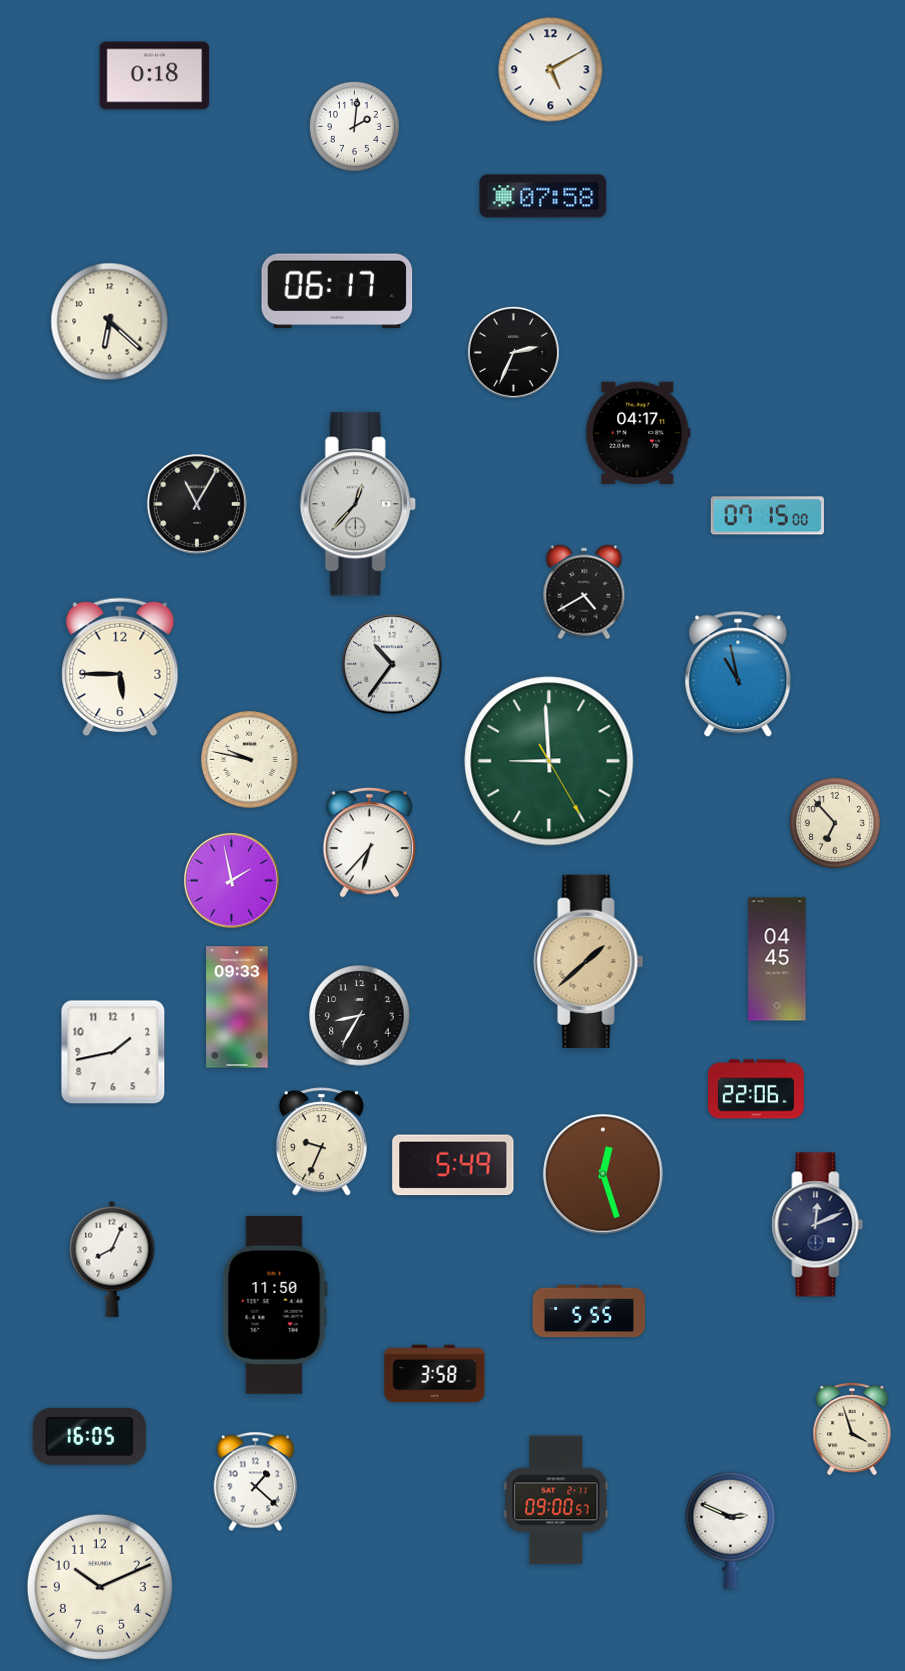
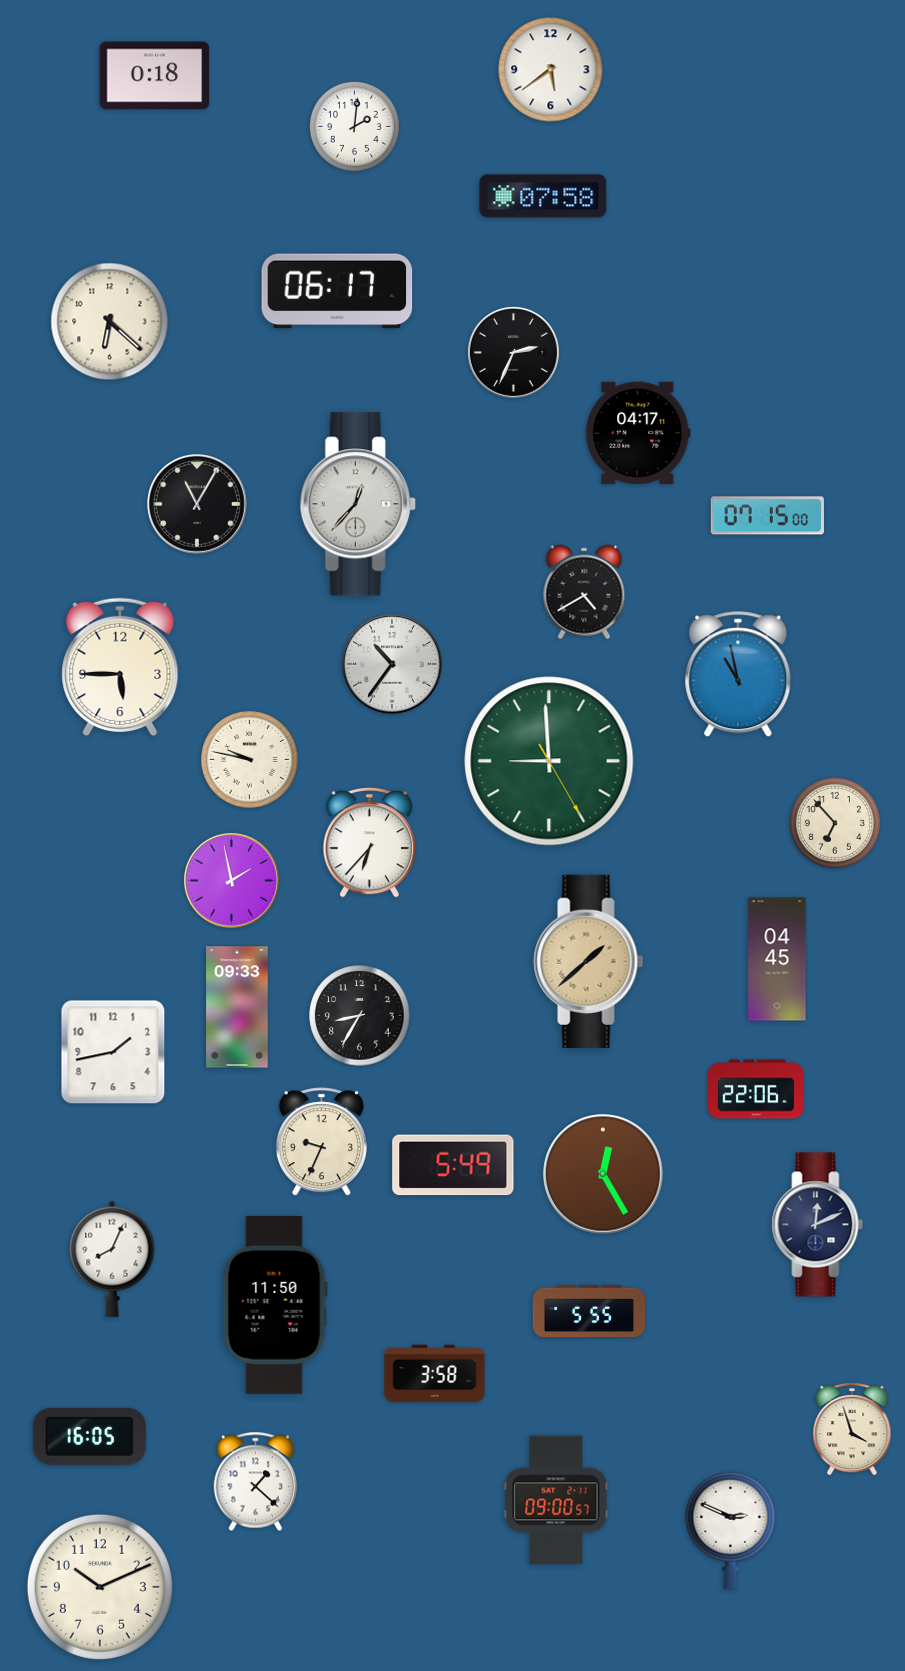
clock at (551, 70): 5:10 -> 5:39
clock at (603, 1174): 12:27 -> 12:25
